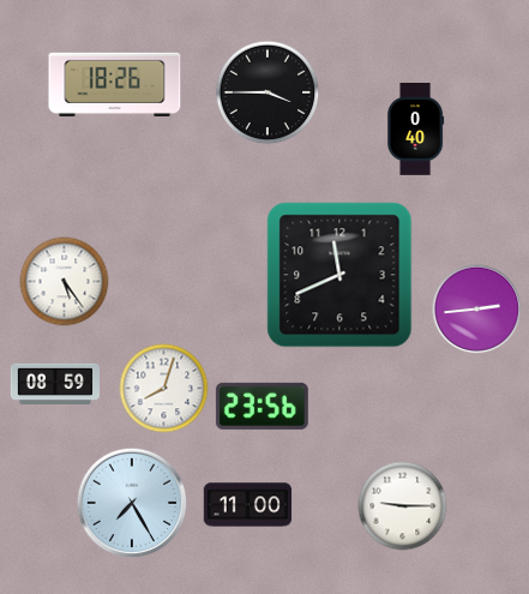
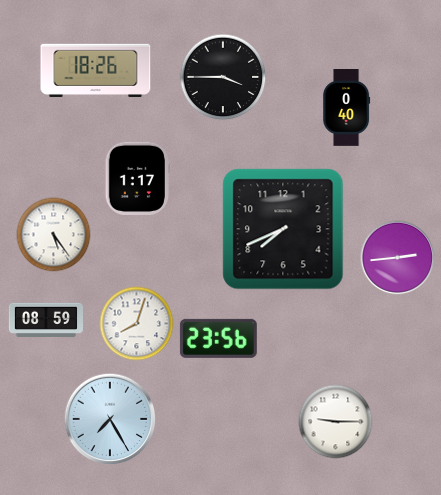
clock at (137, 178): none -> 1:17
clock at (339, 275): 11:41 -> 7:41
clock at (248, 505): 11:00 -> none
